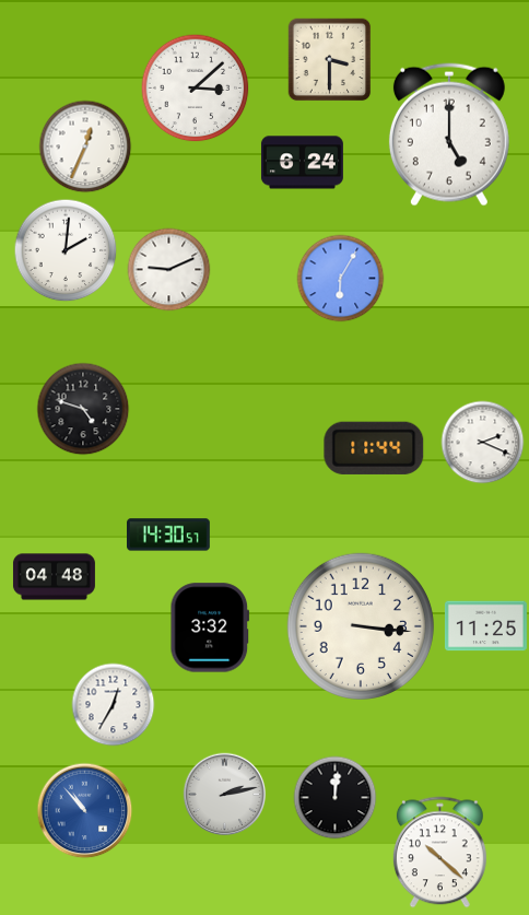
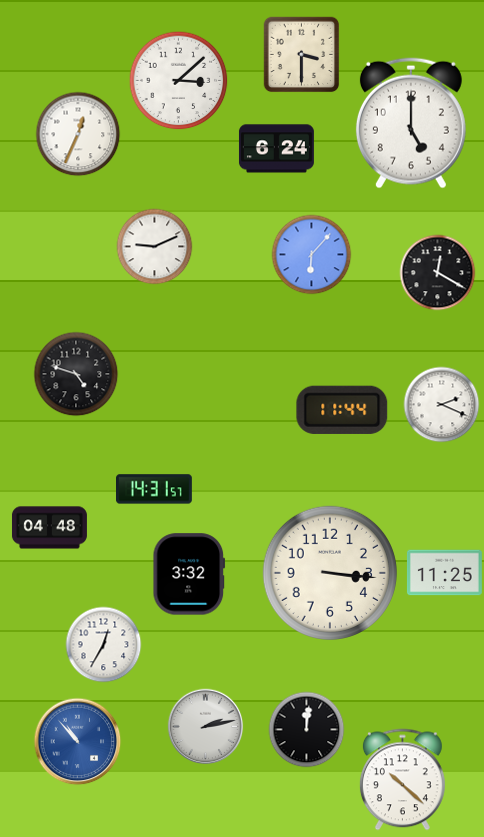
clock at (66, 250): 2:01 -> none
clock at (341, 279): 6:05 -> 6:07
clock at (438, 273): none -> 12:20
clock at (169, 535): 14:30 -> 14:31
clock at (210, 627) position: (210, 627) -> (189, 574)
